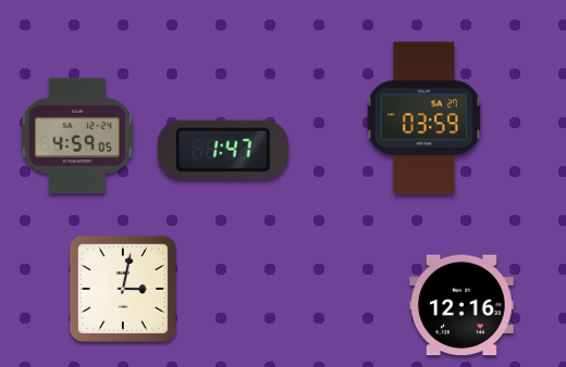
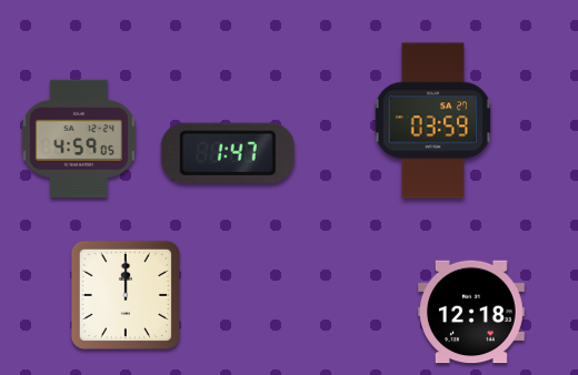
clock at (123, 289): 3:02 -> 12:00
clock at (463, 305): 12:16 -> 12:18
